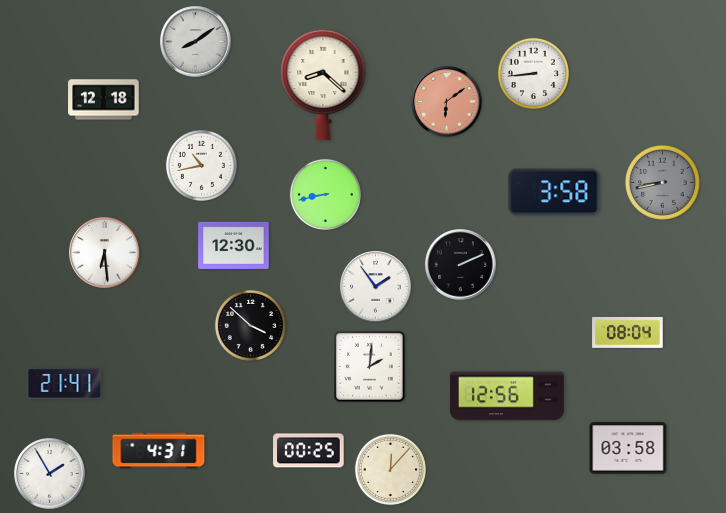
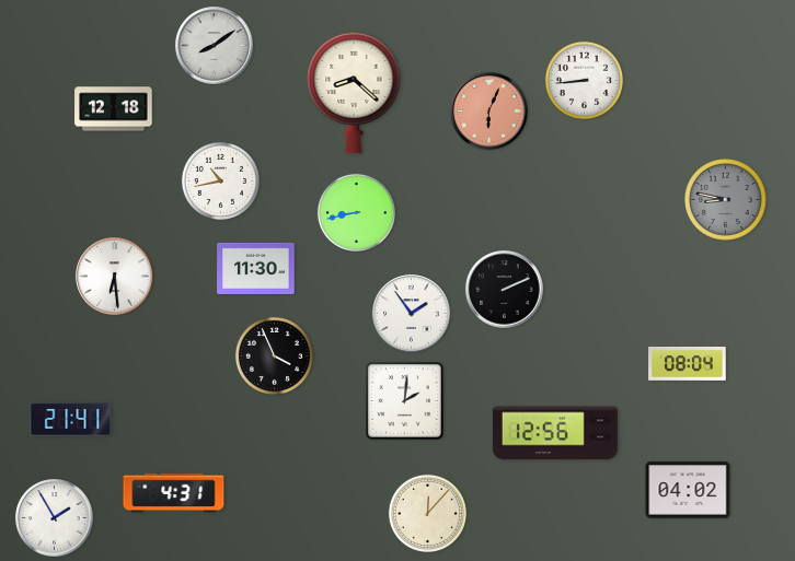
clock at (447, 102): 6:09 -> 6:04
clock at (663, 183): 8:43 -> 8:47
clock at (554, 192): 3:58 -> none
clock at (234, 245): 12:30 -> 11:30
clock at (250, 325): 3:52 -> 3:56
clock at (628, 448): 03:58 -> 04:02
clock at (309, 451): 00:25 -> none
